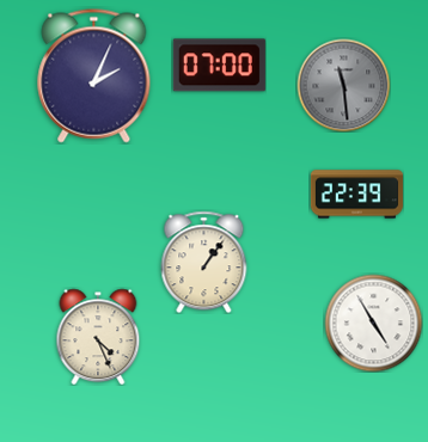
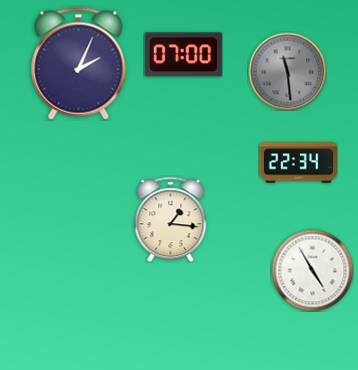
clock at (356, 195): 22:39 -> 22:34
clock at (204, 262): 1:06 -> 1:16
clock at (98, 337): 4:26 -> none
